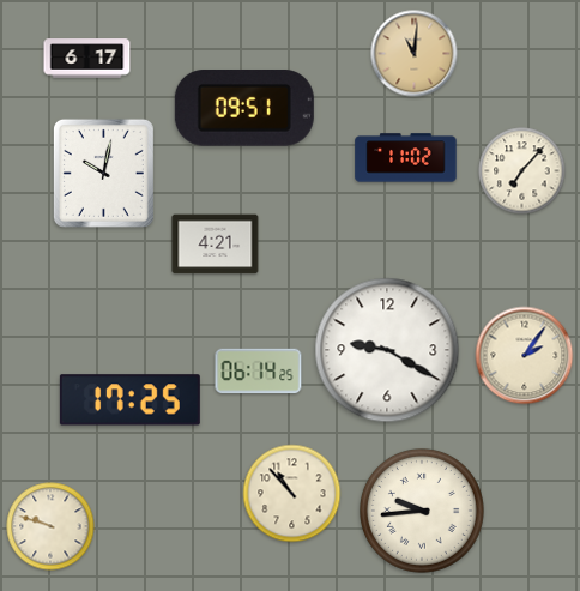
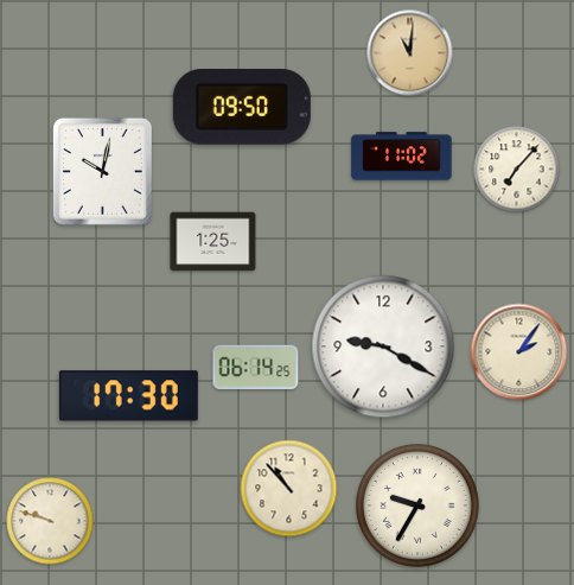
clock at (87, 59): 6:17 -> none
clock at (244, 109): 09:51 -> 09:50
clock at (216, 245): 4:21 -> 1:25
clock at (129, 400): 17:25 -> 17:30
clock at (422, 511): 9:44 -> 9:35
